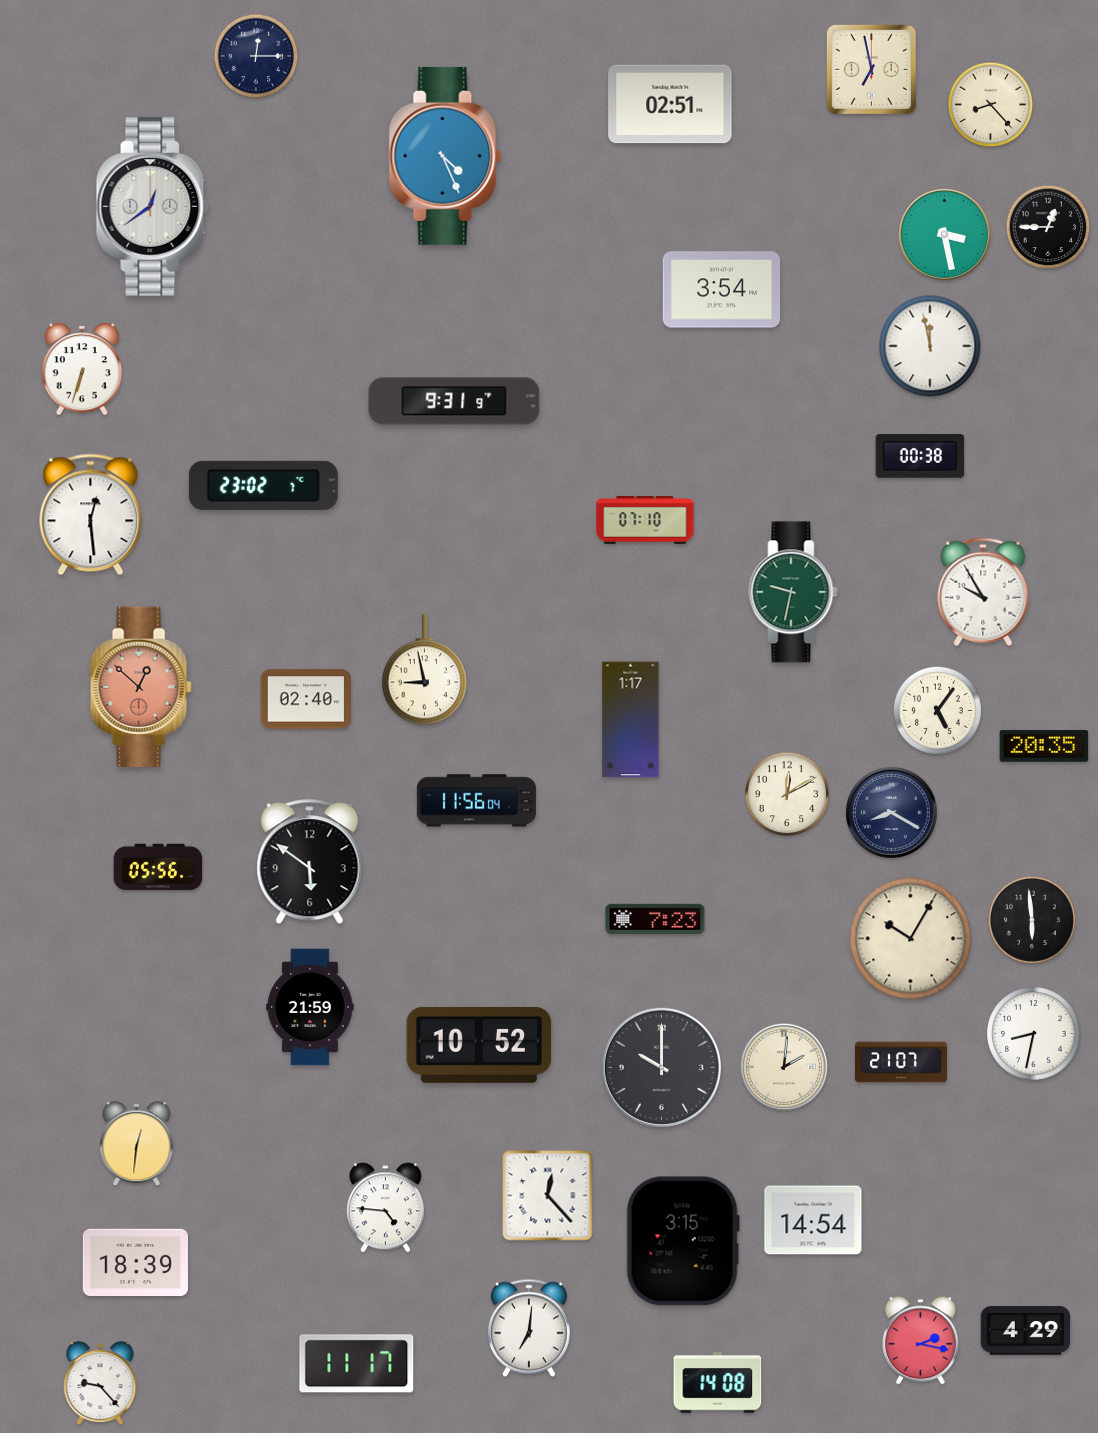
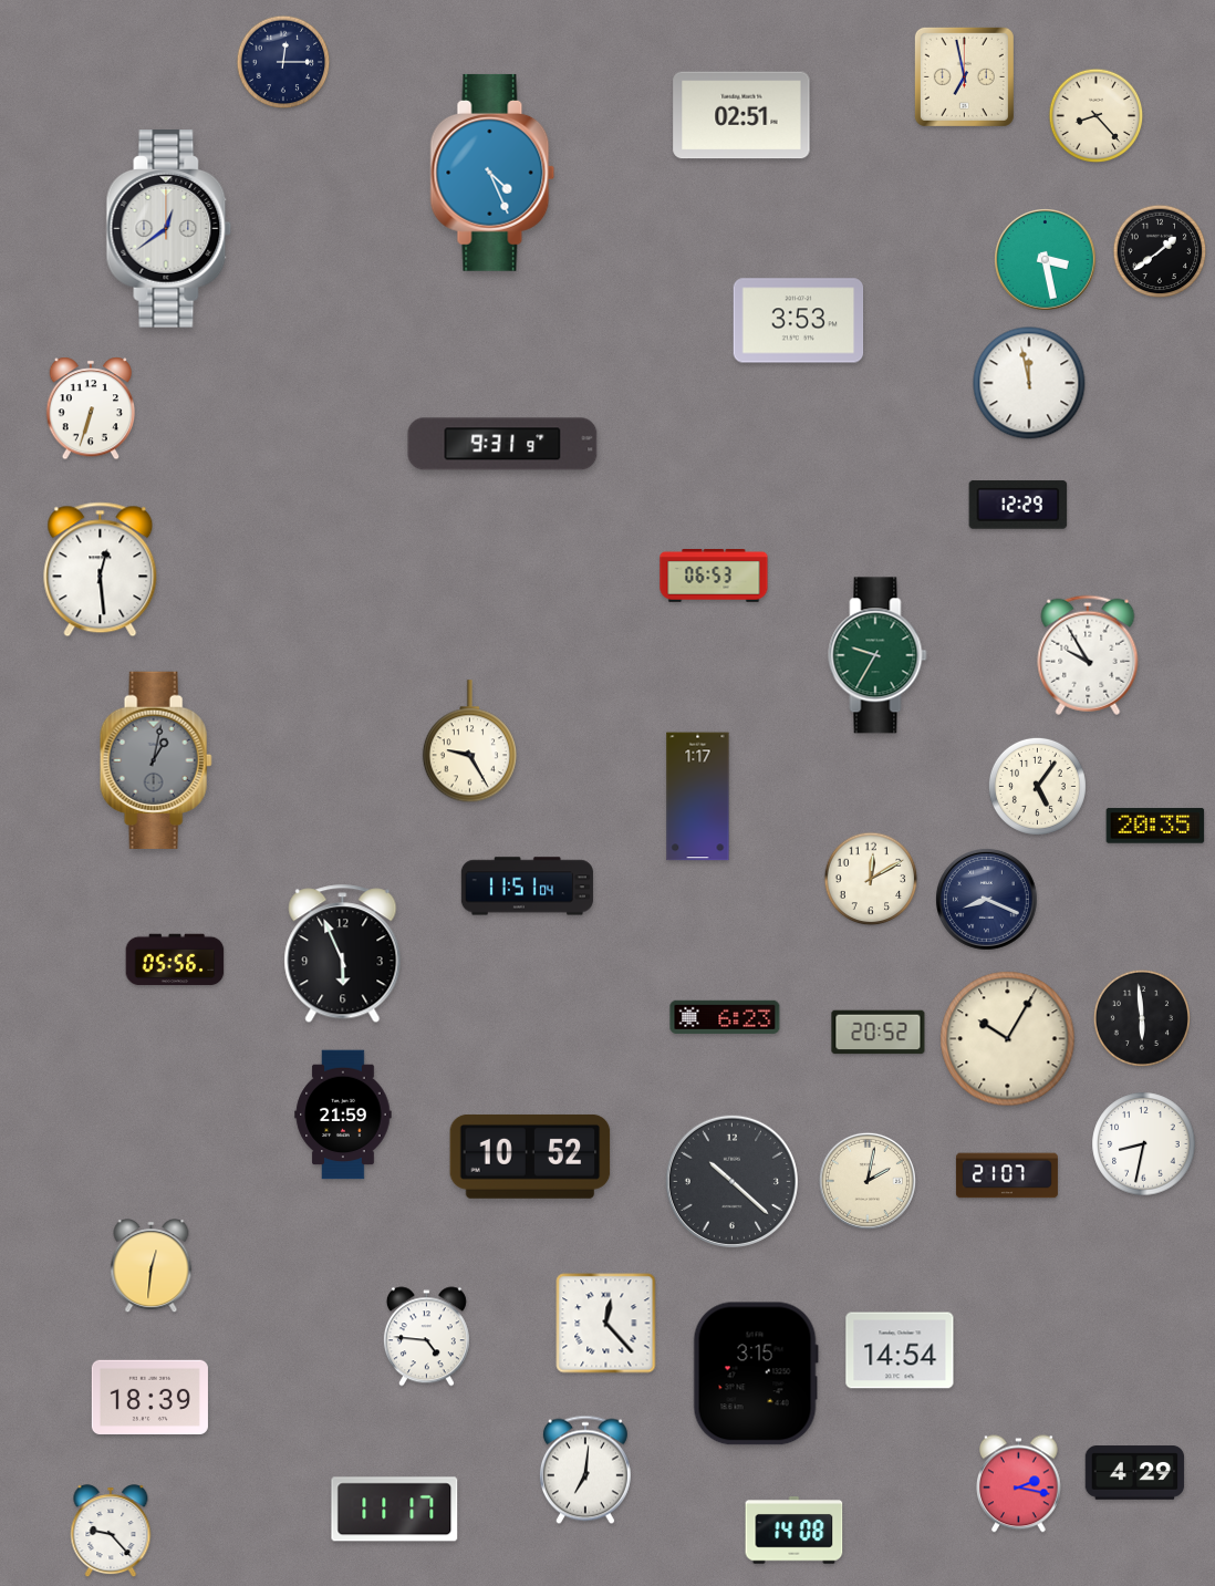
clock at (1048, 227): 12:45 -> 1:39
clock at (722, 290): 3:54 -> 3:53
clock at (920, 456): 00:38 -> 12:29
clock at (263, 485): 23:02 -> none
clock at (645, 521): 07:10 -> 06:53
clock at (793, 592): 9:32 -> 9:35
clock at (424, 670): 8:58 -> 9:25
clock at (141, 687): 12:52 -> 1:02
clock at (141, 687) dial: salmon -> grey
clock at (305, 699): 02:40 -> none
clock at (476, 801): 11:56 -> 11:51
clock at (892, 813): 8:20 -> 8:19
clock at (310, 862): 5:51 -> 5:56
clock at (655, 919): 7:23 -> 6:23
clock at (879, 1033): none -> 20:52
clock at (901, 1062) position: (901, 1062) -> (1007, 1175)
clock at (661, 1067): 10:00 -> 10:22
clock at (784, 1067): 2:01 -> 2:02
